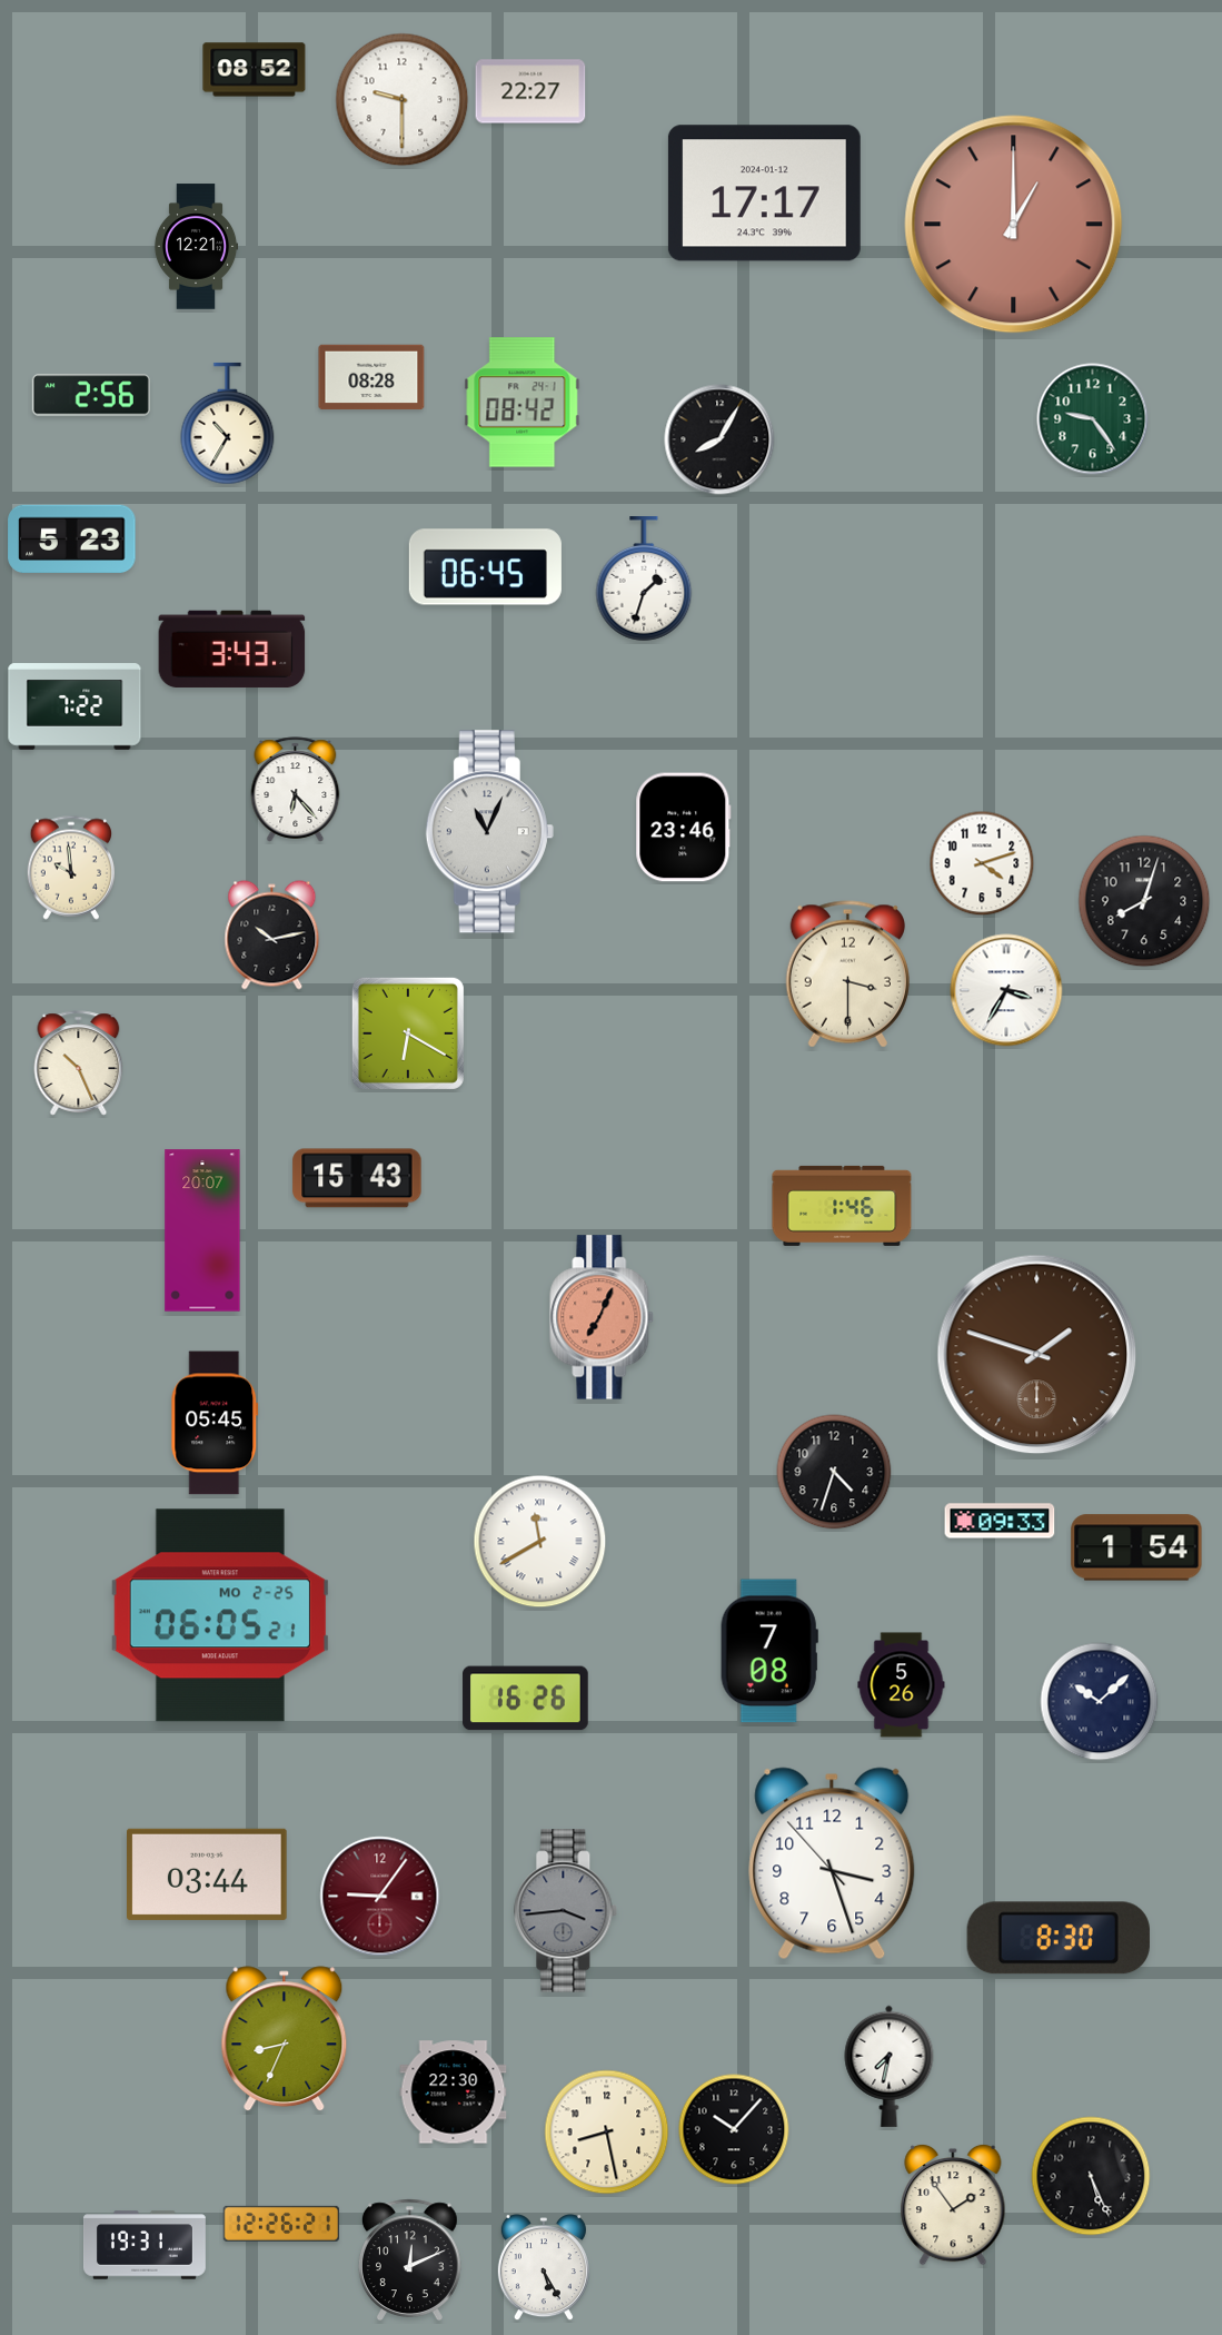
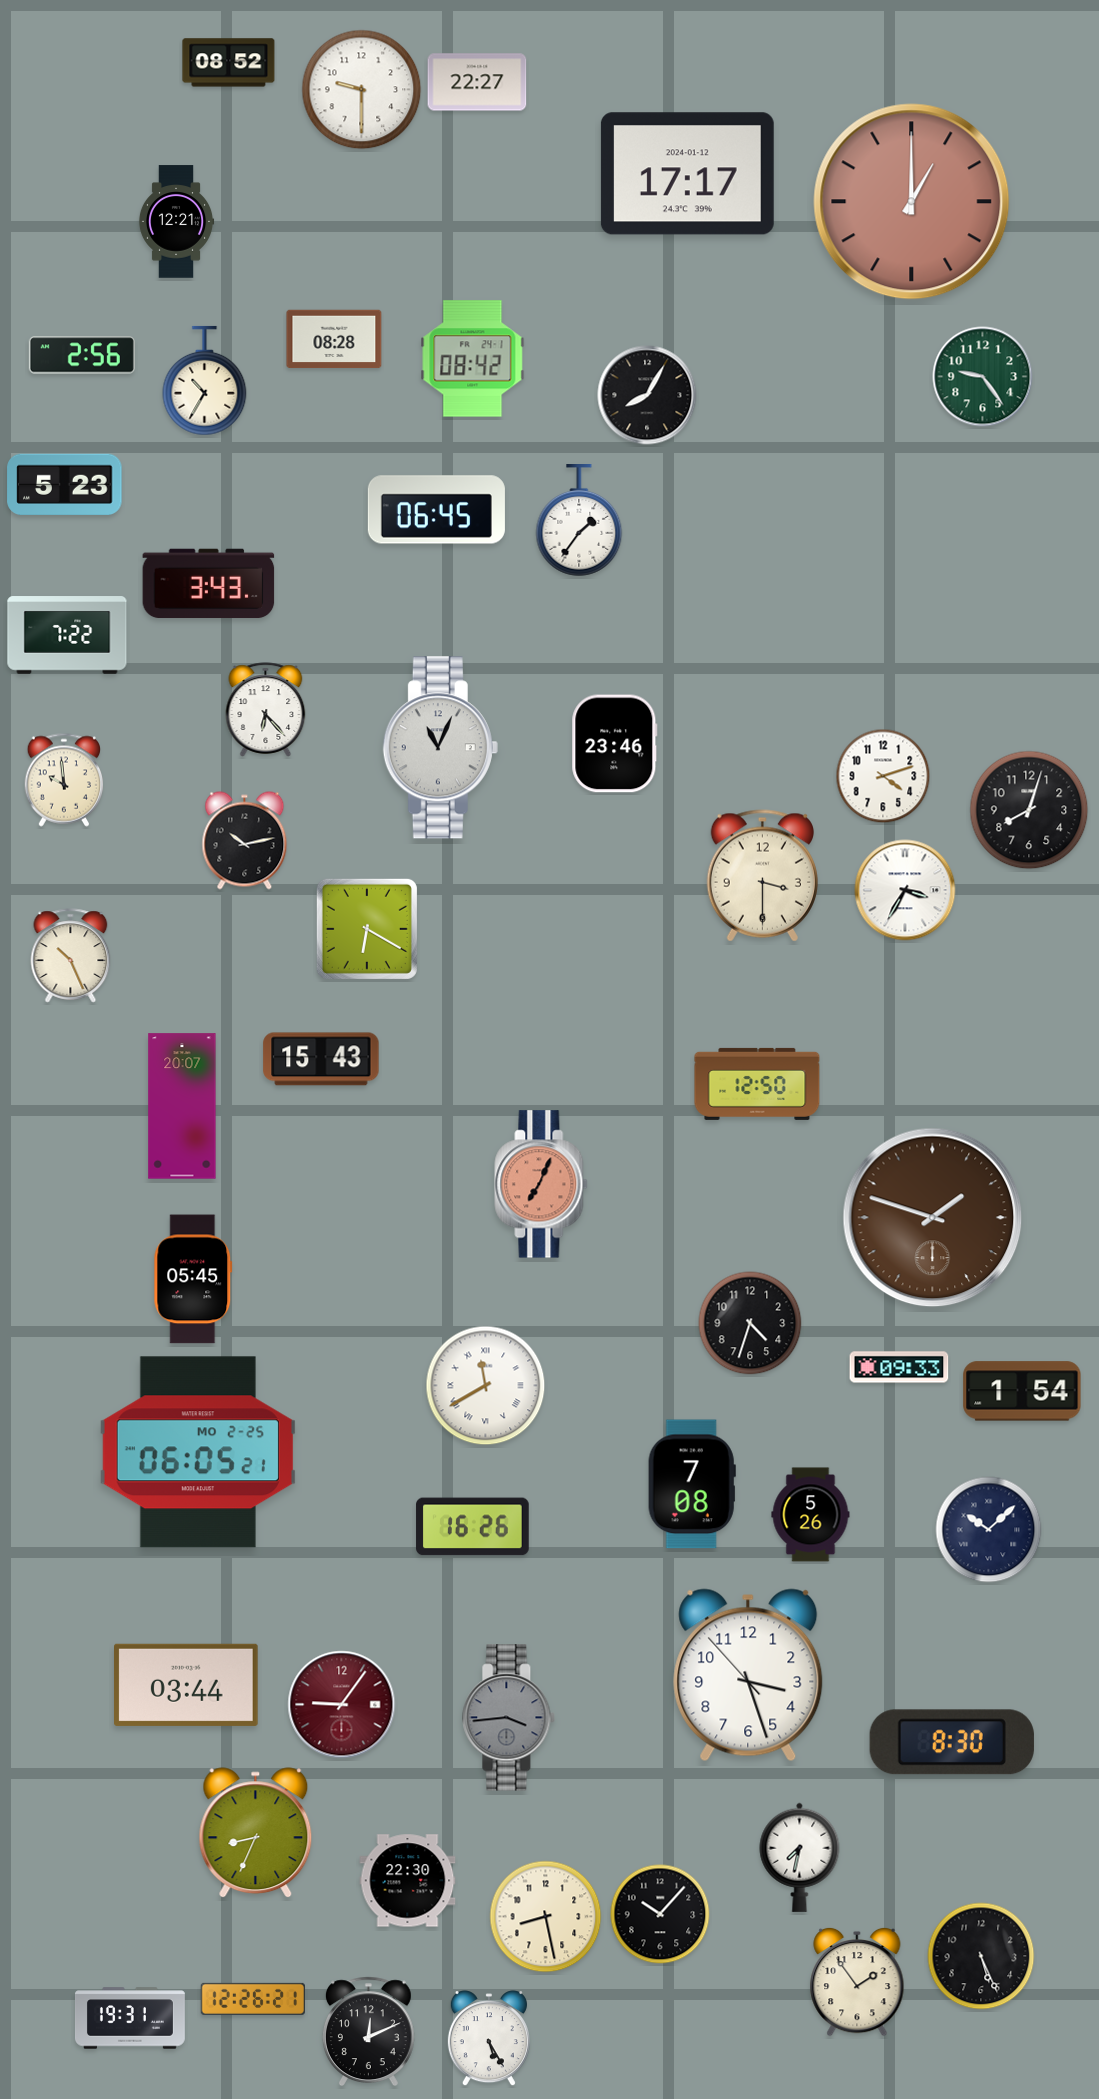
clock at (523, 403) position: (523, 403) -> (473, 359)
clock at (644, 580): 1:33 -> 1:36
clock at (842, 1206): 1:46 -> 12:50
